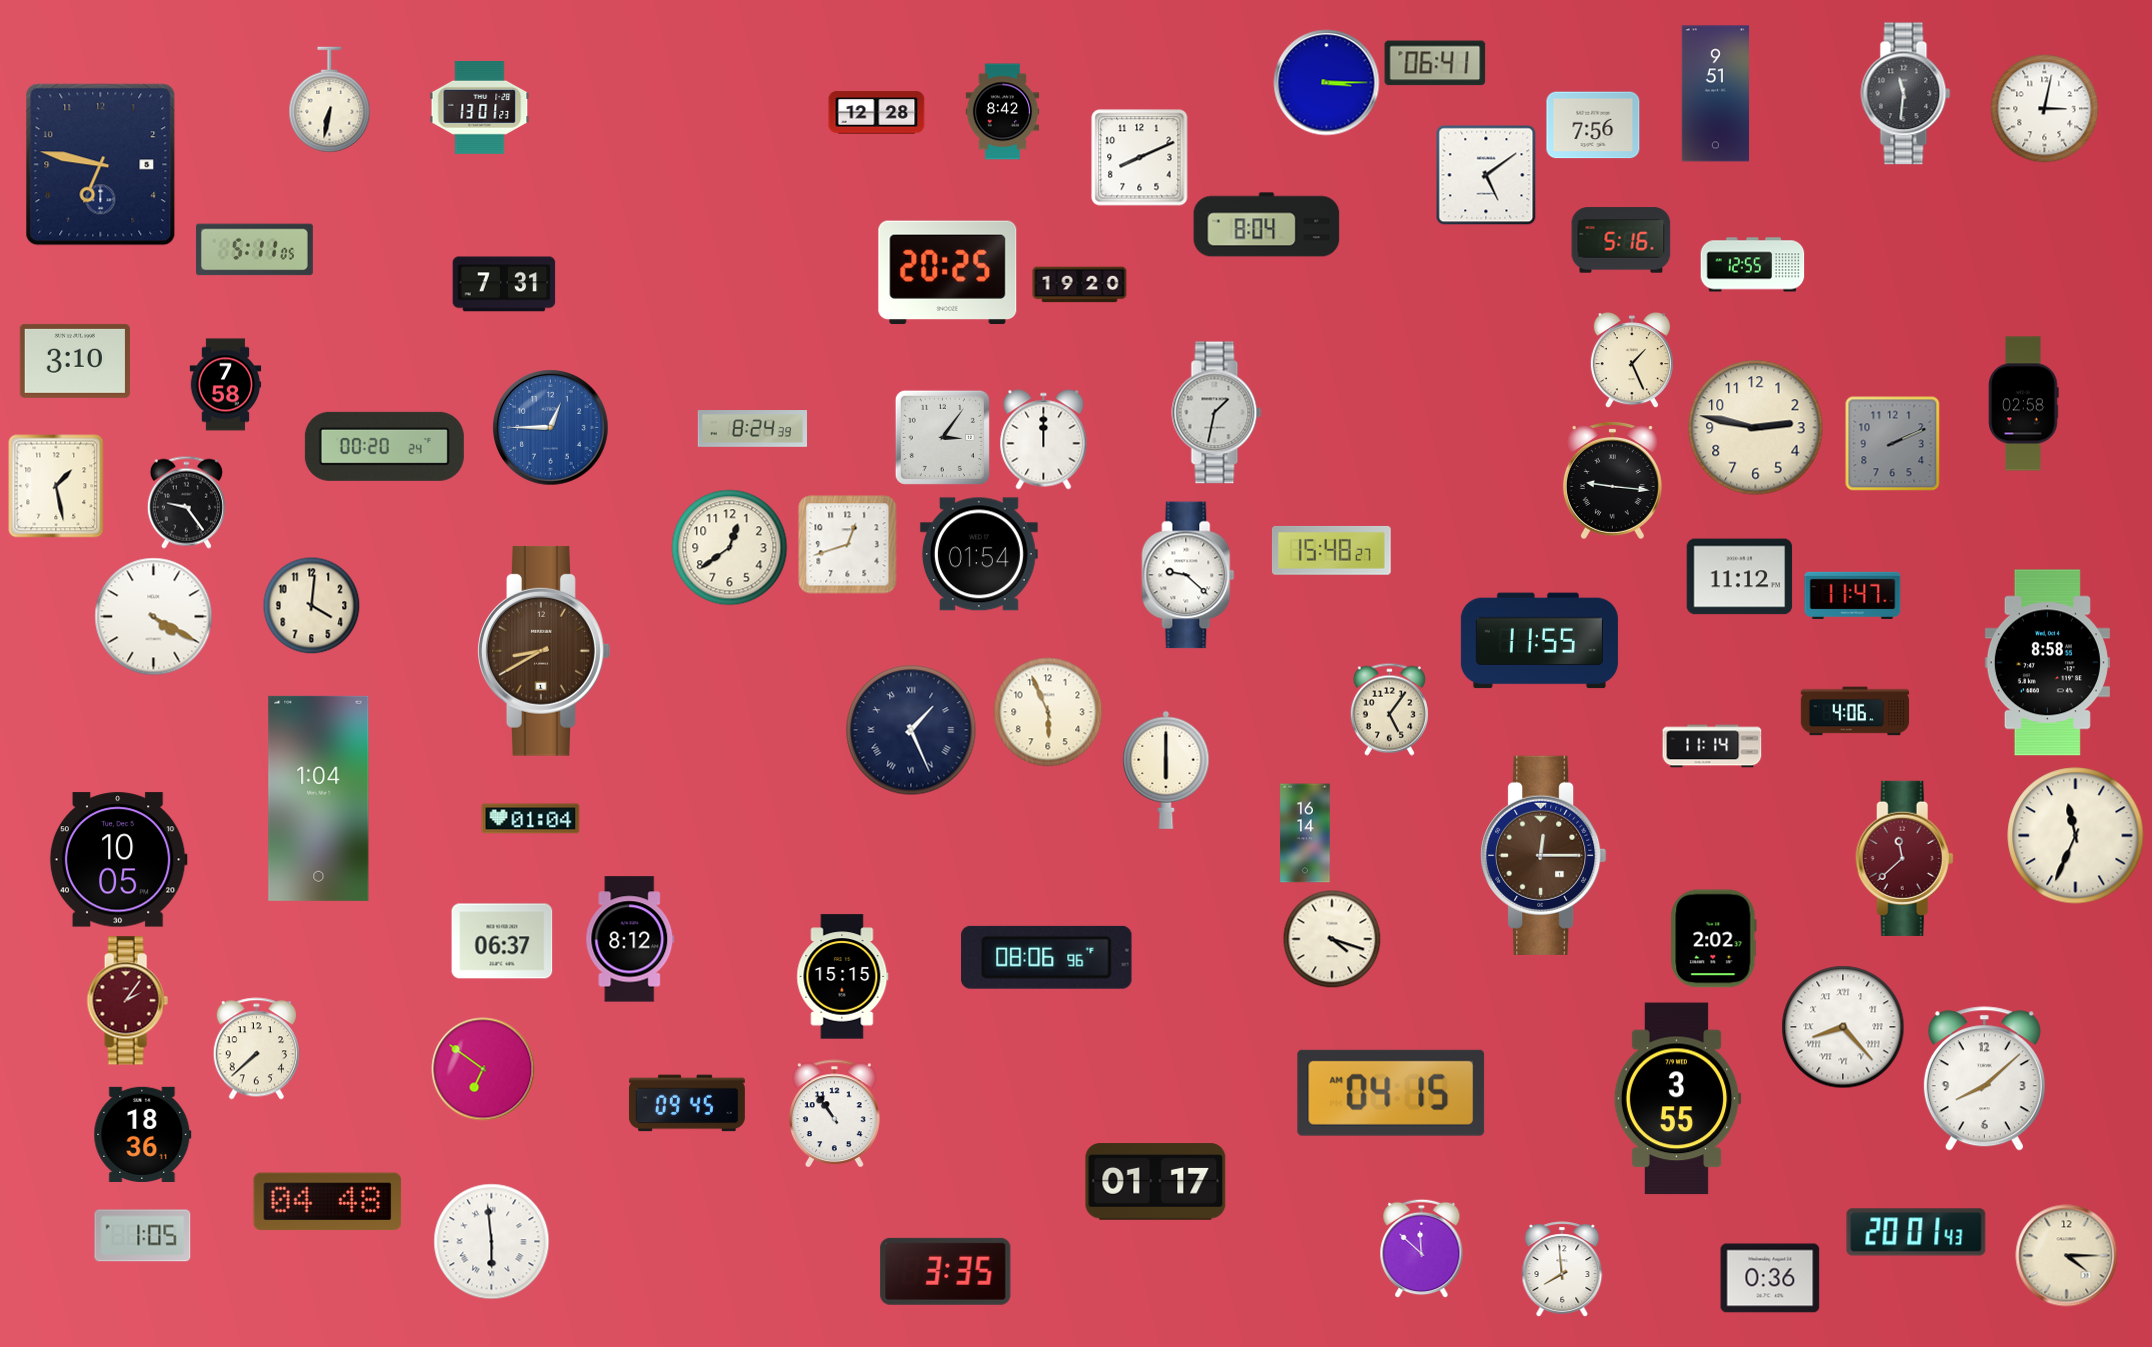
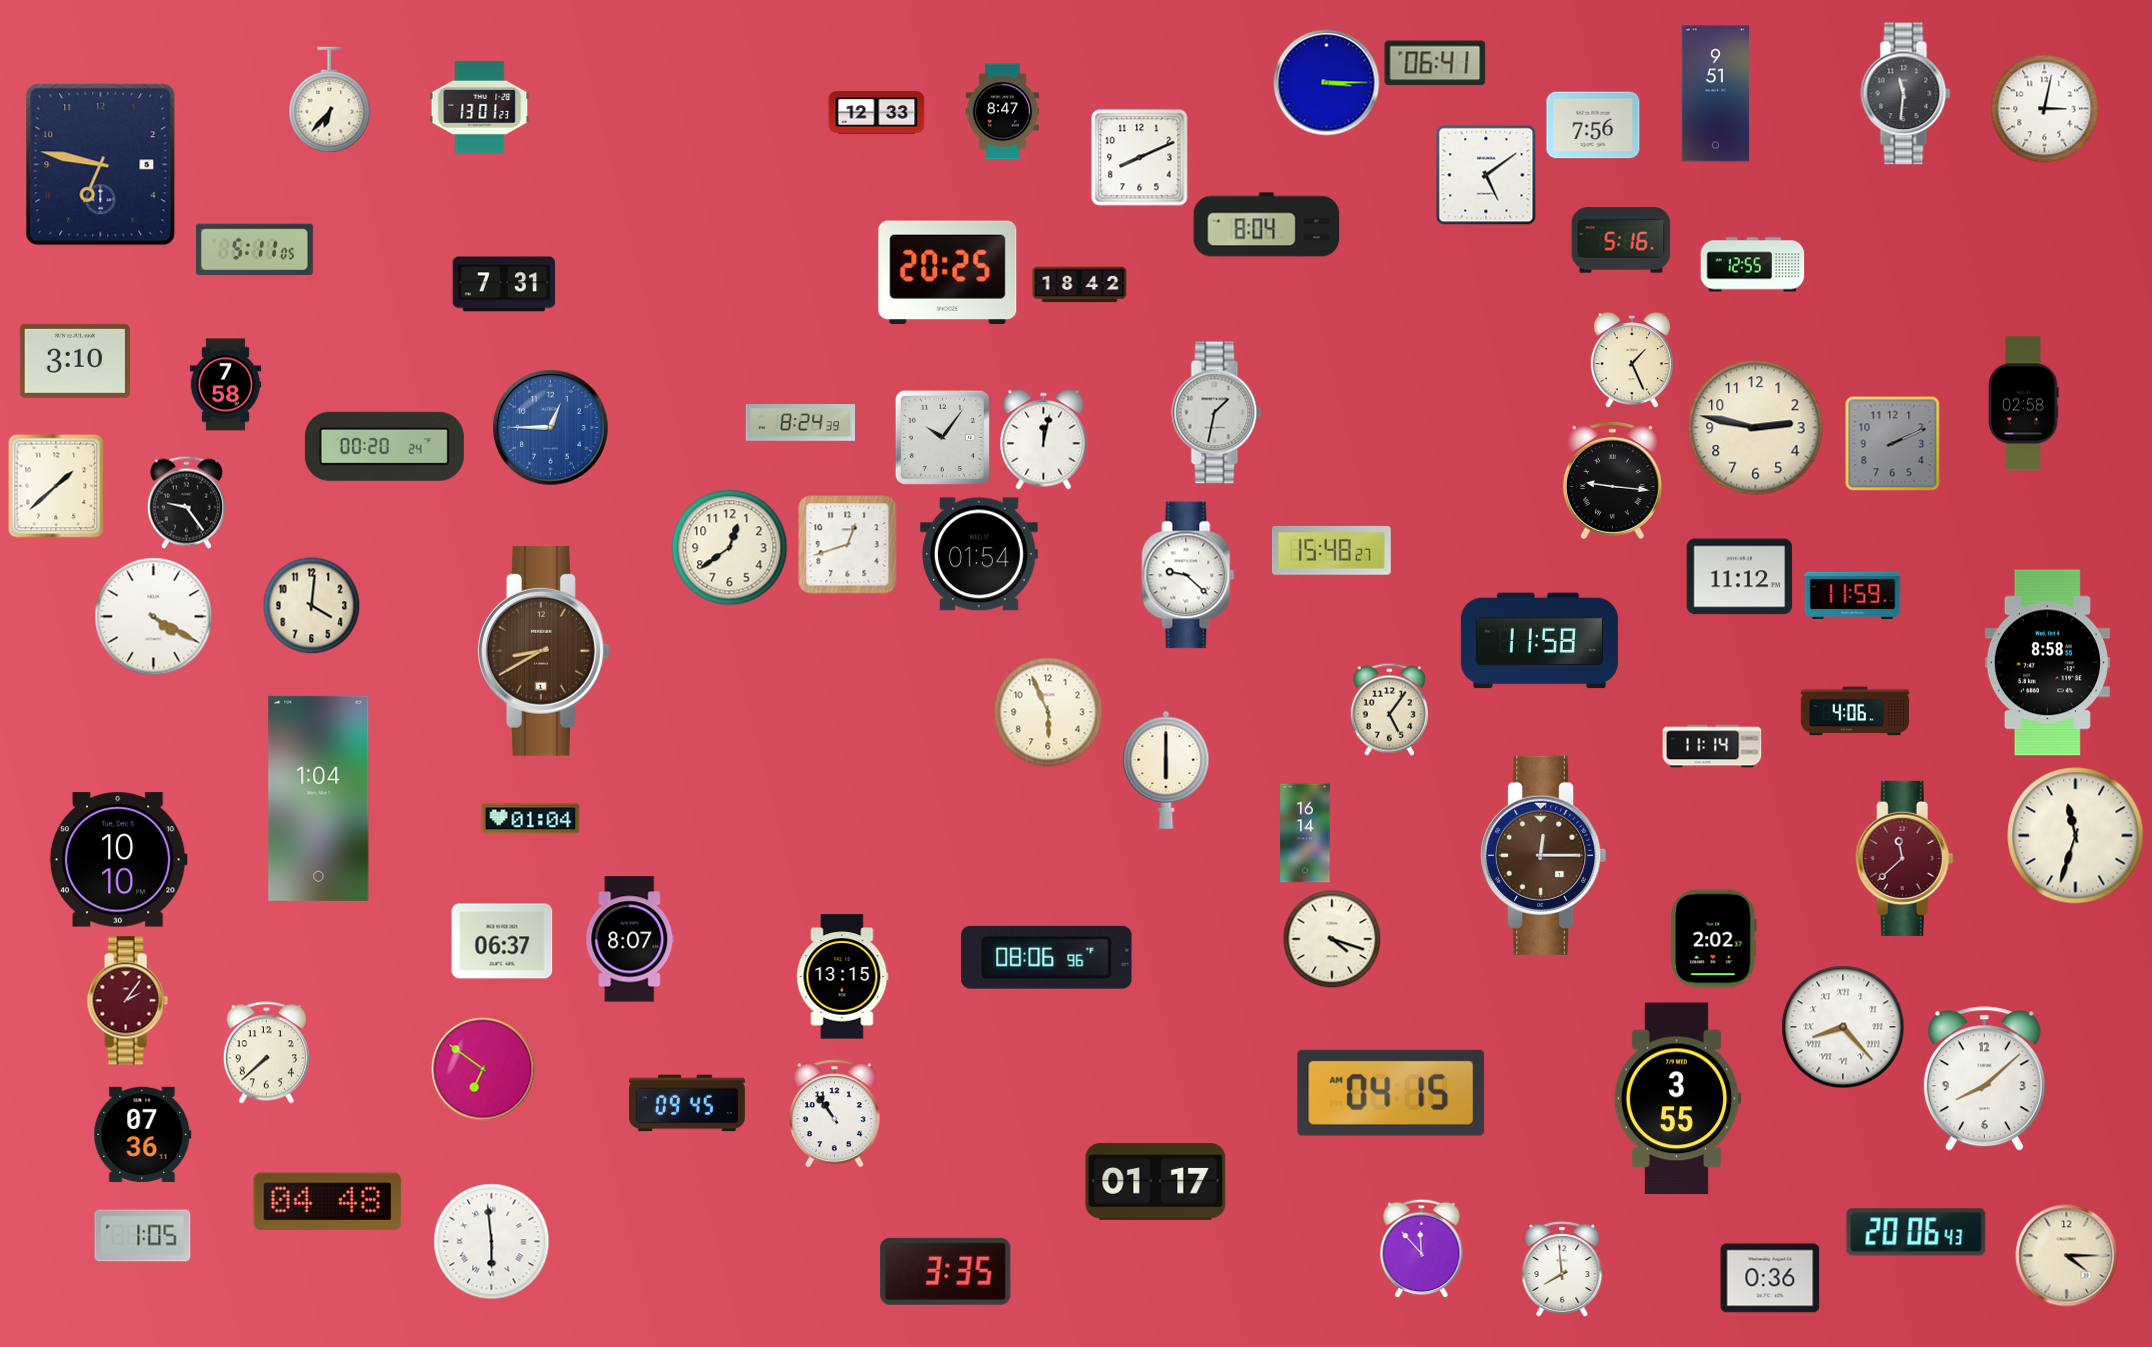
clock at (330, 100): 6:32 -> 6:37
clock at (1003, 112): 8:42 -> 8:47
clock at (877, 113): 12:28 -> 12:33
clock at (1080, 285): 19:20 -> 18:42
clock at (752, 429) position: (752, 429) -> (800, 423)
clock at (942, 437): 3:06 -> 10:06
clock at (1044, 440): 12:00 -> 12:02
clock at (56, 486): 1:28 -> 1:38
clock at (1853, 595): 11:47 -> 11:59
clock at (1539, 641): 11:55 -> 11:58
clock at (911, 730): 1:26 -> none
clock at (2076, 836): 11:34 -> 11:33
clock at (118, 860): 10:05 -> 10:10
clock at (630, 939): 8:12 -> 8:07
clock at (843, 977): 15:15 -> 13:15
clock at (256, 1049) position: (256, 1049) -> (266, 1053)
clock at (143, 1134): 18:36 -> 07:36
clock at (1916, 1232): 20:01 -> 20:06
clock at (1422, 1248): 11:52 -> 11:53
